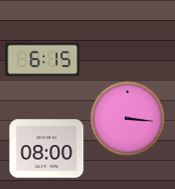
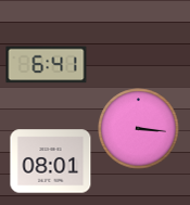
clock at (43, 60): 6:15 -> 6:41
clock at (47, 149): 08:00 -> 08:01
